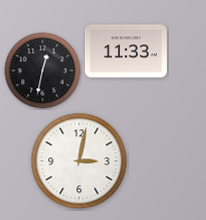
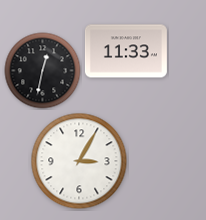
clock at (79, 161): 3:02 -> 3:05
